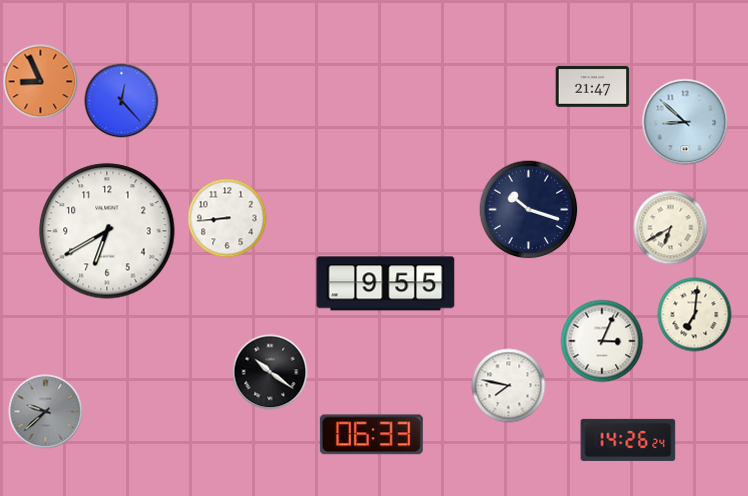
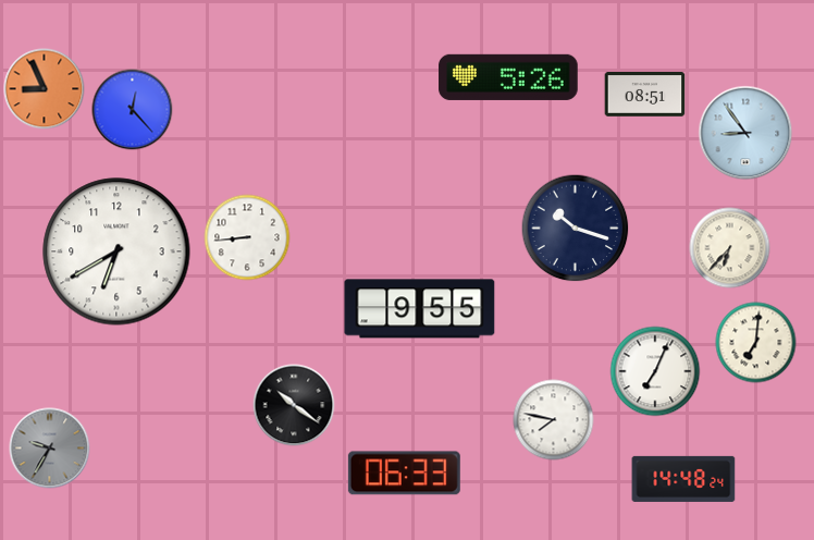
clock at (508, 77): none -> 5:26
clock at (593, 87): 21:47 -> 08:51
clock at (685, 122): 8:52 -> 8:54
clock at (671, 228): 6:40 -> 6:37
clock at (602, 341): 3:04 -> 7:04
clock at (46, 412): 9:38 -> 9:35
clock at (628, 440): 14:26 -> 14:48
